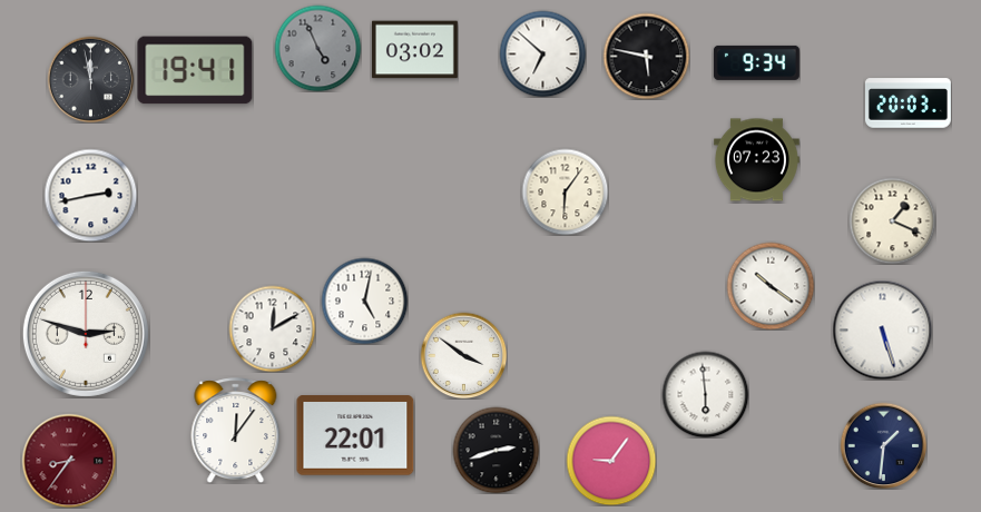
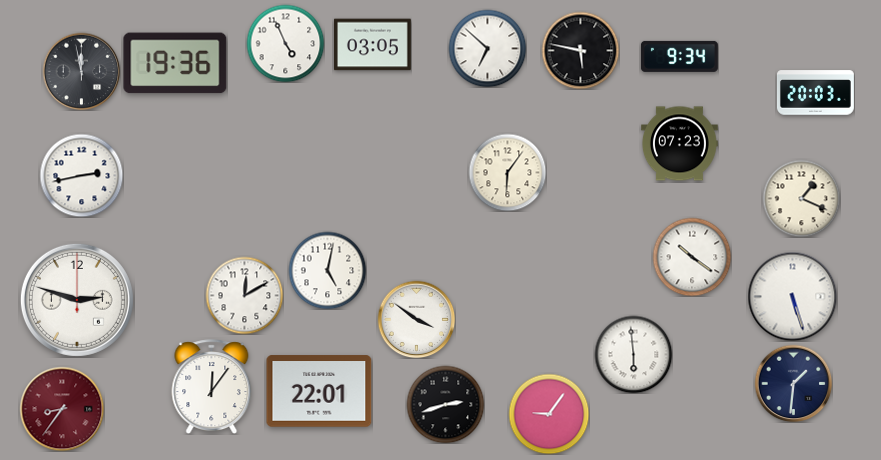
clock at (317, 48) dial: grey -> white
clock at (414, 50): 03:02 -> 03:05
clock at (195, 70): 19:41 -> 19:36
clock at (883, 445) position: (883, 445) -> (793, 383)
clock at (69, 461) position: (69, 461) -> (62, 409)
